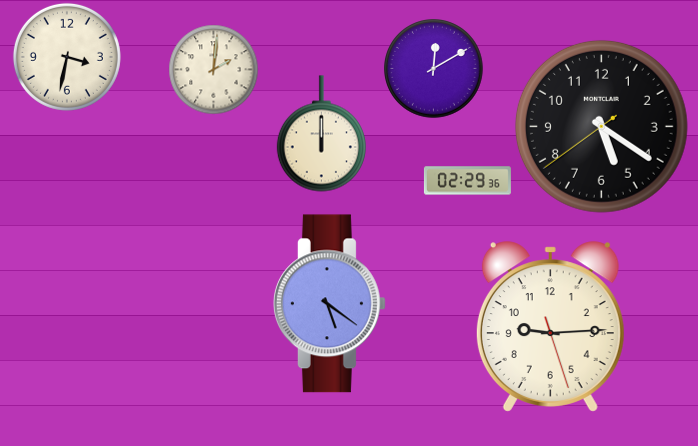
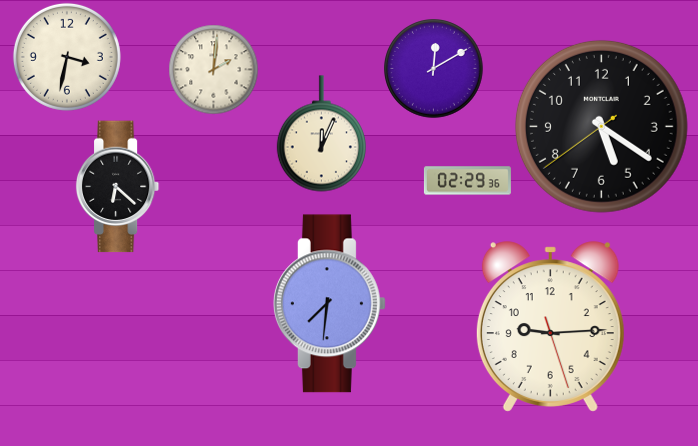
clock at (321, 134): 12:00 -> 12:04
clock at (118, 187): none -> 6:22
clock at (329, 304): 5:21 -> 7:31
